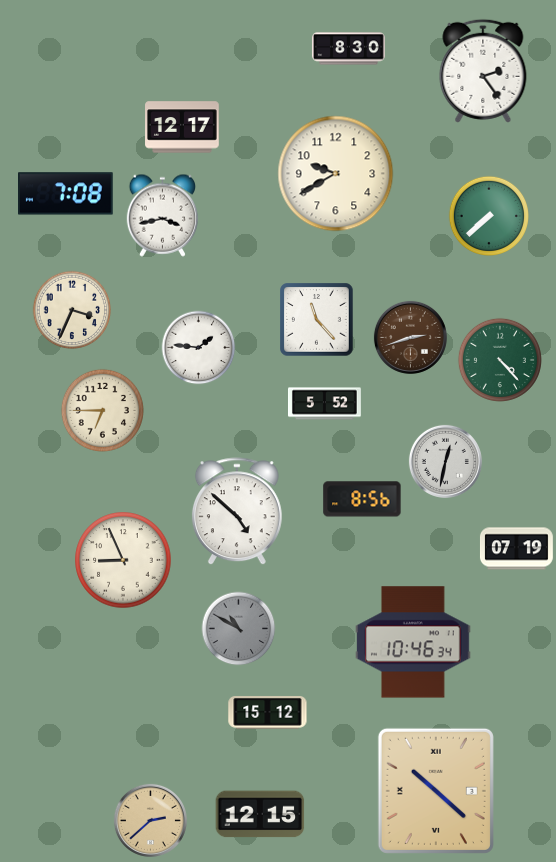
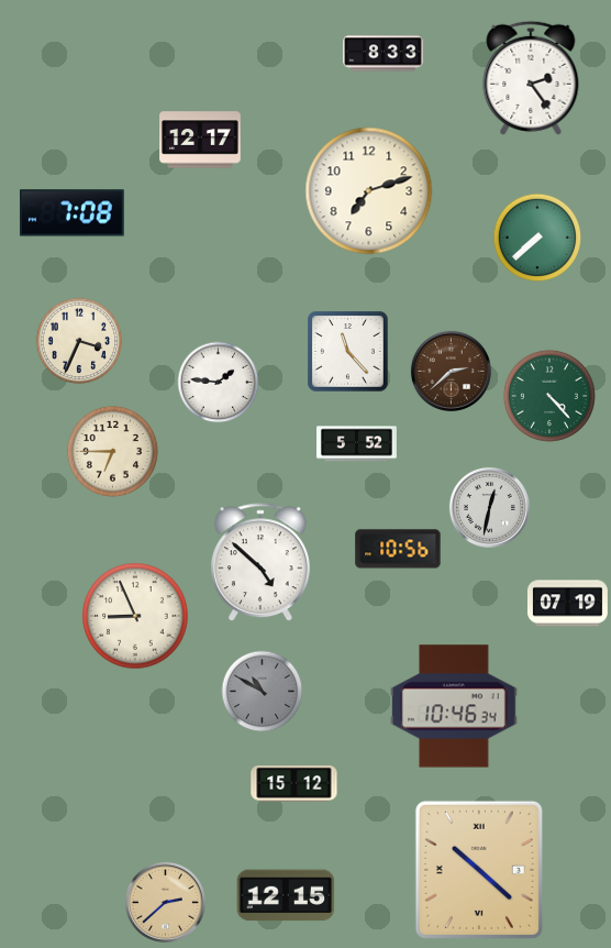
clock at (349, 49): 8:30 -> 8:33
clock at (336, 174): 9:40 -> 7:12
clock at (163, 215): 3:43 -> none
clock at (410, 337): 2:42 -> 2:38
clock at (362, 499): 8:56 -> 10:56
